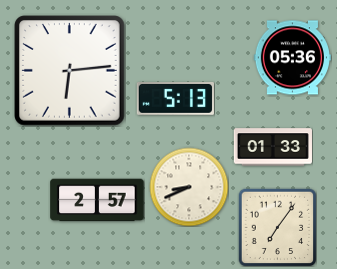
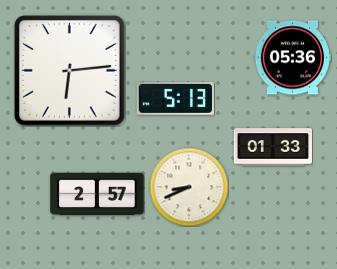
clock at (97, 200) position: (97, 200) -> (97, 194)
clock at (277, 227): 7:06 -> none
